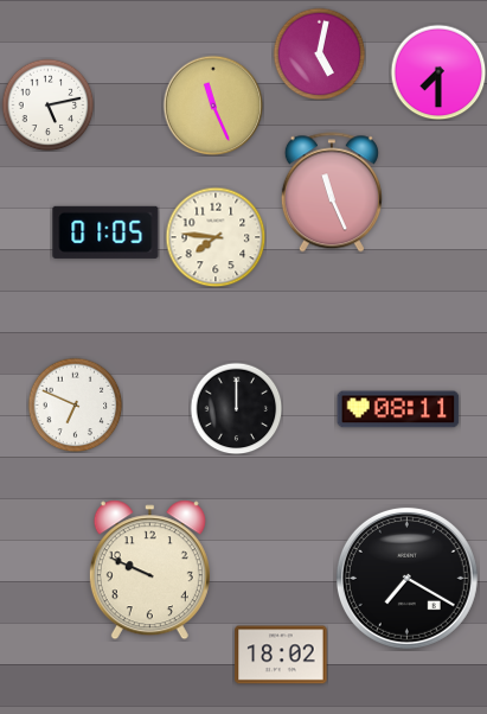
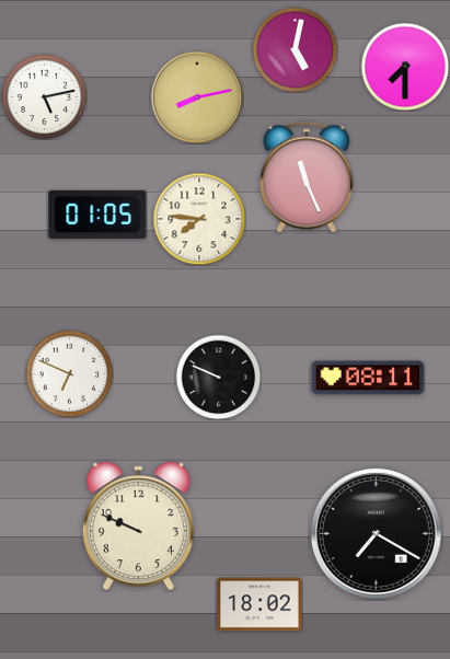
clock at (213, 106): 11:26 -> 8:13
clock at (236, 408): 12:00 -> 9:49
